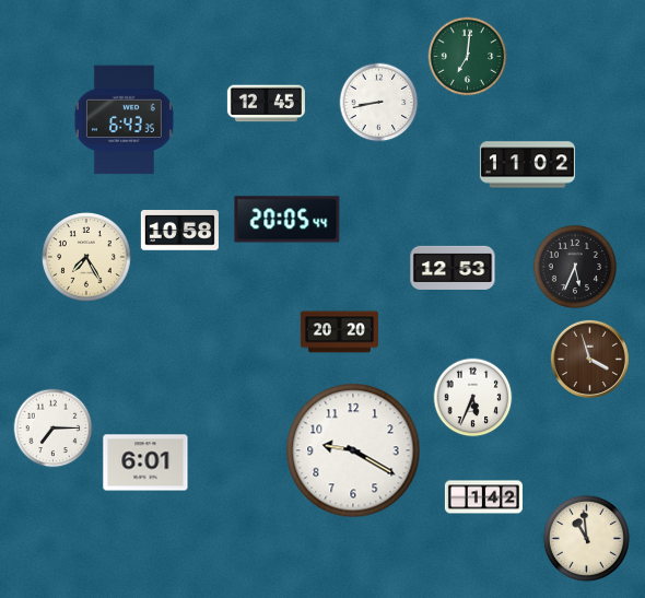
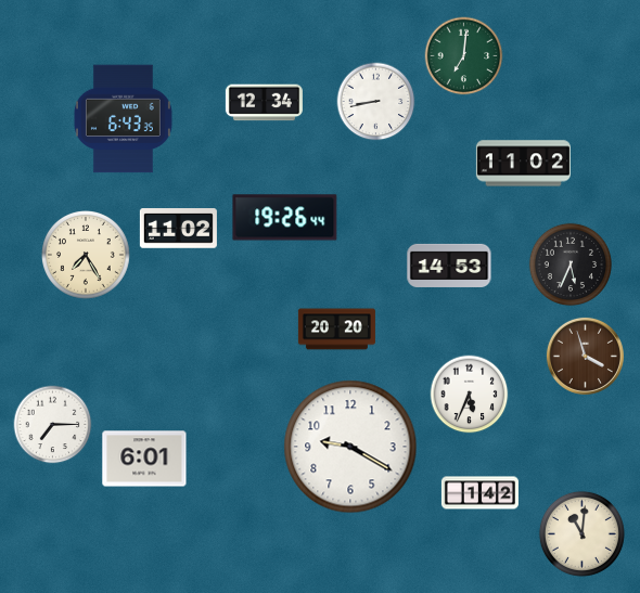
clock at (266, 104): 12:45 -> 12:34
clock at (288, 220): 20:05 -> 19:26
clock at (179, 231): 10:58 -> 11:02
clock at (453, 268): 12:53 -> 14:53
clock at (586, 538): 10:59 -> 11:01
